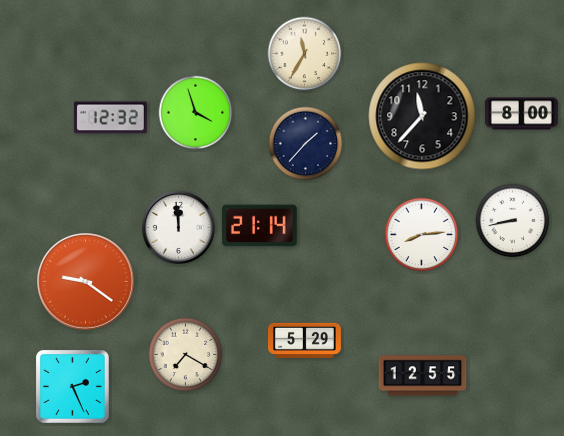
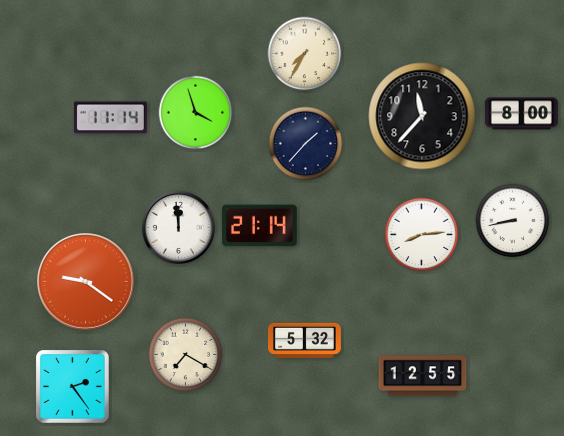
clock at (305, 54): 11:35 -> 7:35
clock at (110, 118): 12:32 -> 11:14
clock at (305, 340): 5:29 -> 5:32
clock at (73, 387): 2:26 -> 2:24
